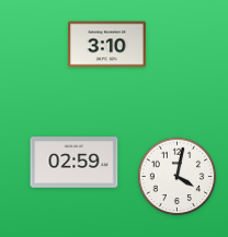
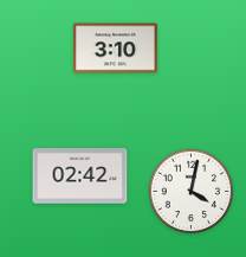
clock at (75, 163): 02:59 -> 02:42
